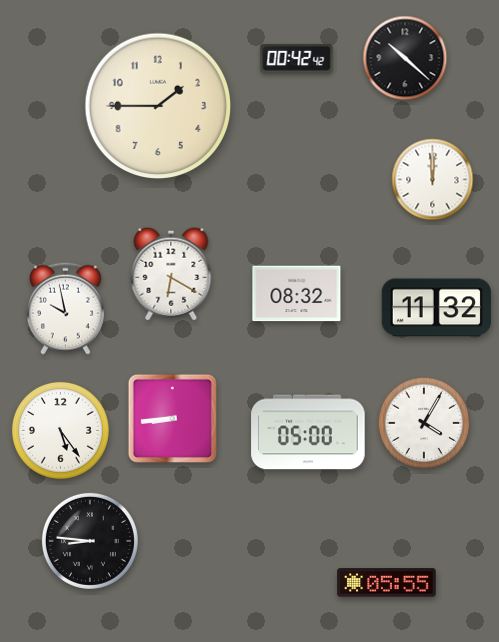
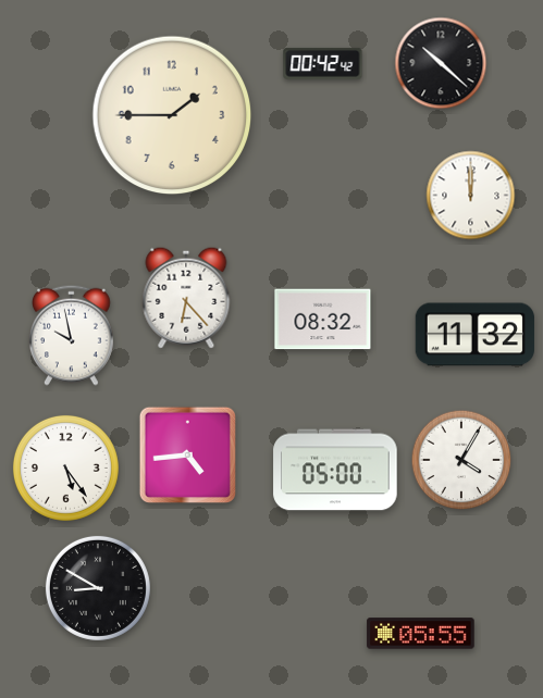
clock at (171, 274): 6:20 -> 6:23
clock at (172, 418): 8:44 -> 4:44
clock at (90, 541): 8:46 -> 8:50
